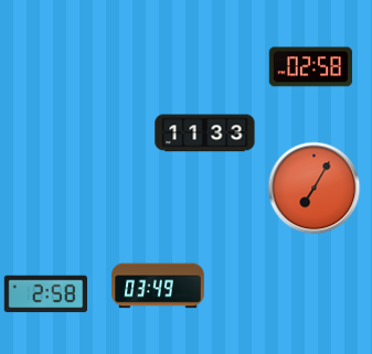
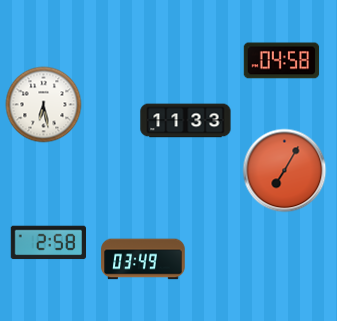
clock at (311, 67): 02:58 -> 04:58
clock at (44, 105): none -> 6:28
clock at (46, 294) position: (46, 294) -> (49, 243)
